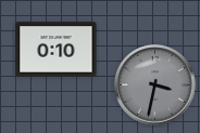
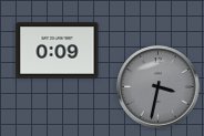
clock at (57, 50): 0:10 -> 0:09
